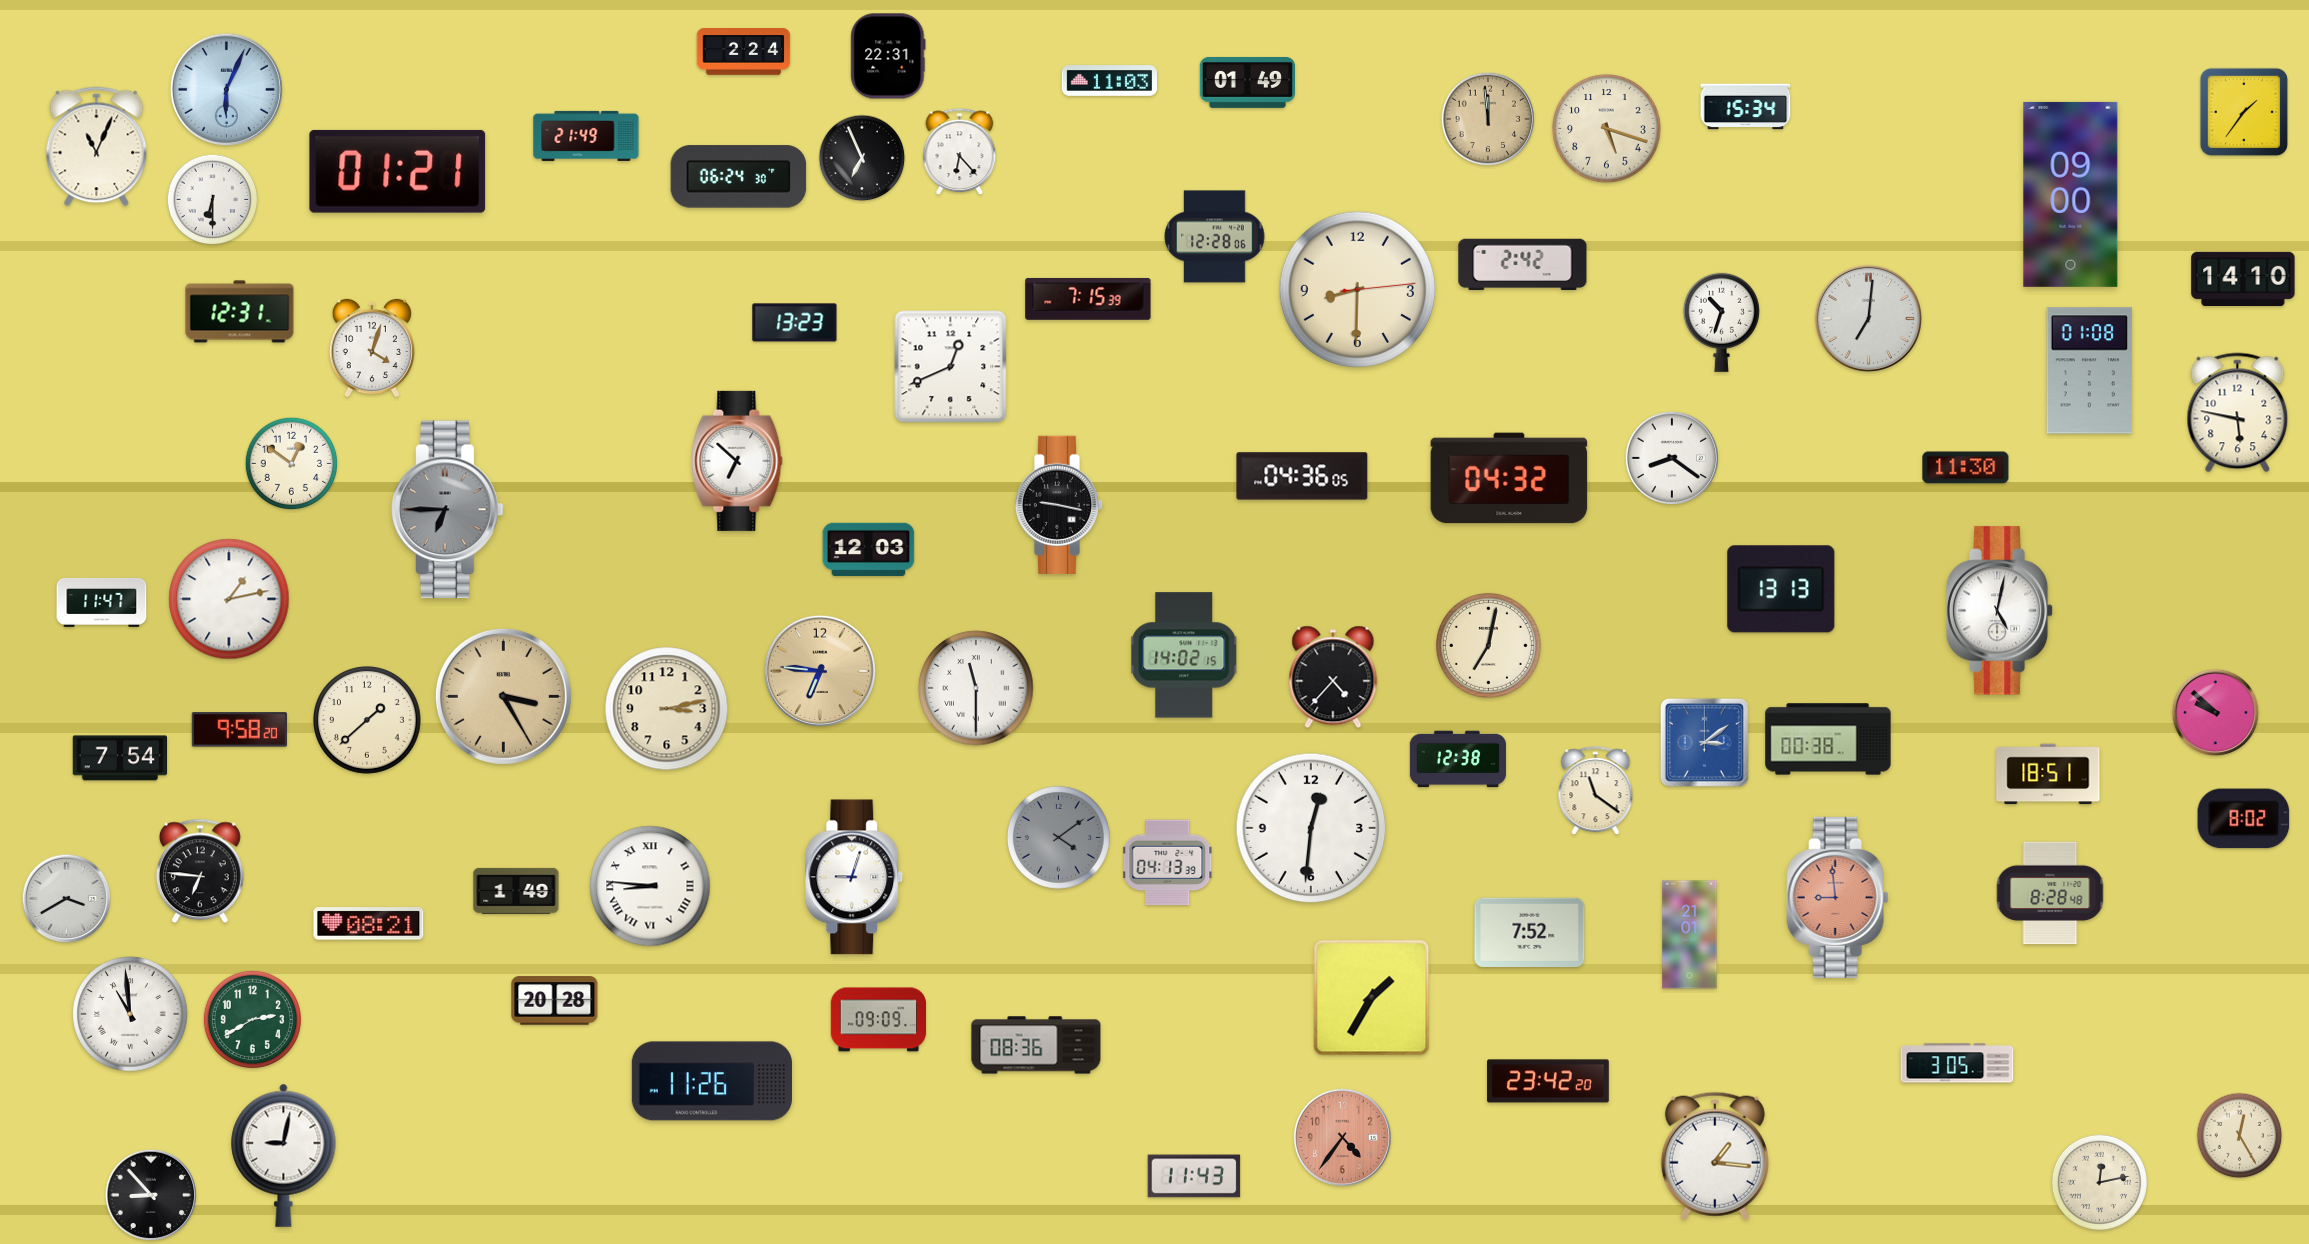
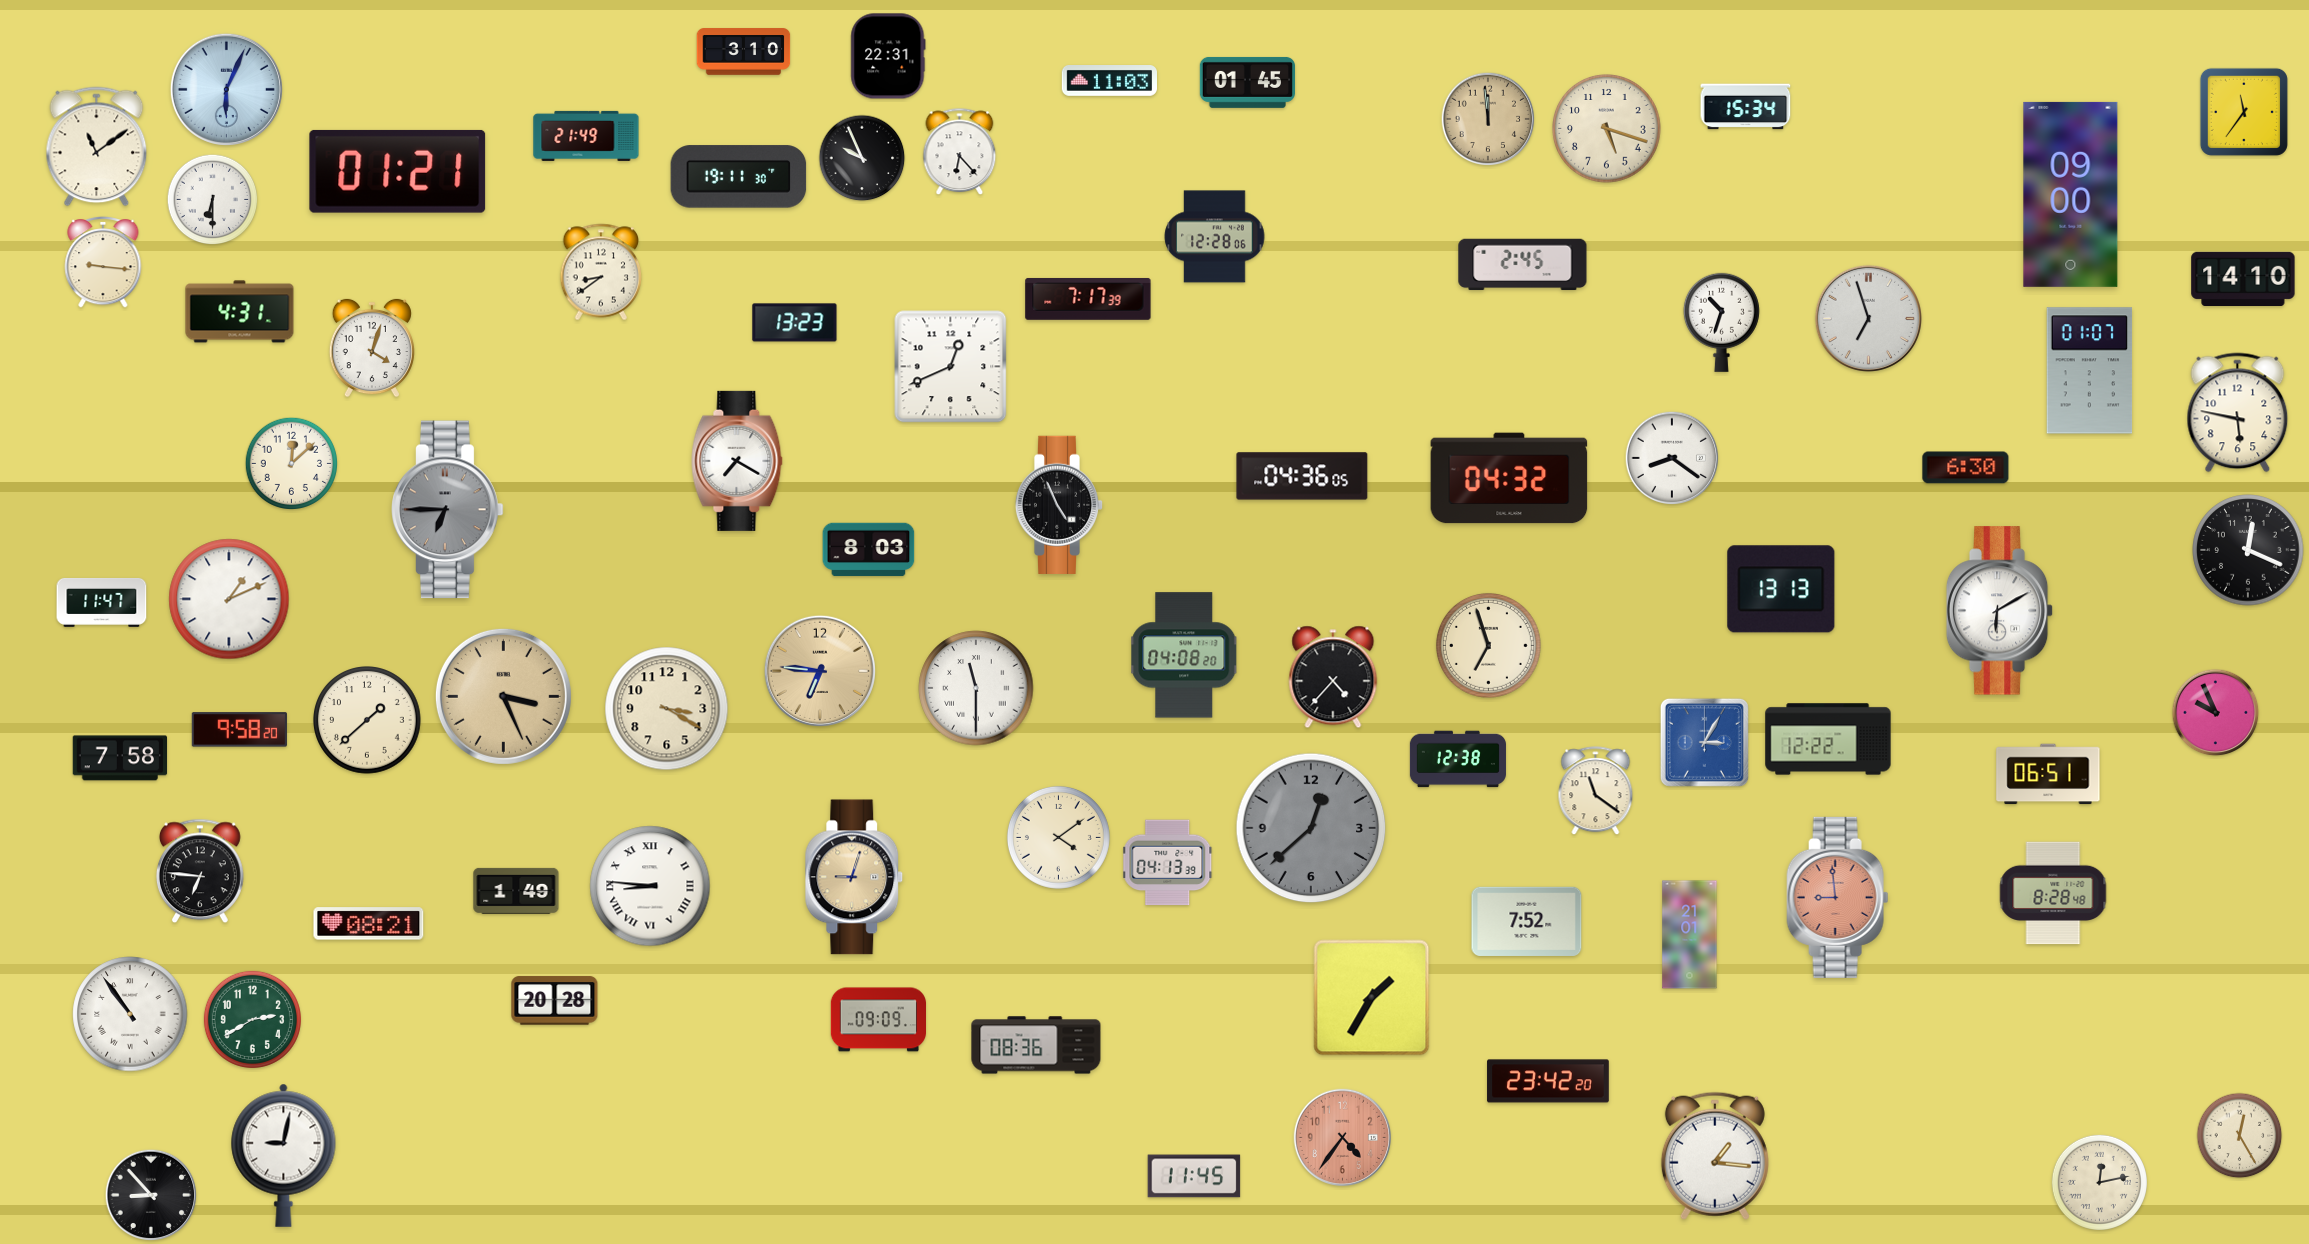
clock at (744, 52): 2:24 -> 3:10
clock at (1247, 82): 01:49 -> 01:45
clock at (2244, 112): 1:36 -> 11:36
clock at (97, 147): 11:04 -> 11:09
clock at (862, 158): 6:56 -> 9:56
clock at (739, 177): 06:24 -> 19:11
clock at (103, 262): none -> 9:16
clock at (1523, 265): 2:42 -> 2:45
clock at (601, 272): none -> 8:39
clock at (1357, 289): 8:30 -> none
clock at (1088, 299): 7:15 -> 7:17
clock at (240, 312): 12:31 -> 4:31
clock at (1868, 318): 7:01 -> 6:57
clock at (2090, 371): 01:08 -> 01:07
clock at (737, 461): 6:52 -> 7:20
clock at (291, 463): 12:51 -> 12:08
clock at (1966, 468): 11:30 -> 6:30
clock at (1059, 505): 9:17 -> 4:56
clock at (869, 550): 12:03 -> 8:03
clock at (2248, 550): none -> 12:19
clock at (229, 599): 1:13 -> 1:11
clock at (2000, 611): 5:02 -> 6:10
clock at (1488, 645): 7:02 -> 6:57
clock at (1184, 655): 14:02 -> 04:08
clock at (503, 696): 3:25 -> 3:26
clock at (667, 709): 3:13 -> 3:20
clock at (2216, 713): 9:52 -> 9:56
clock at (1828, 739): 00:38 -> 12:22
clock at (1704, 742): 3:09 -> 3:05
clock at (120, 758): 7:54 -> 7:58
clock at (2048, 774): 18:51 -> 06:51
clock at (2244, 819): 8:02 -> none
clock at (1311, 828): 12:31 -> 12:38
clock at (1311, 828) dial: white -> grey
clock at (1058, 837) dial: grey -> cream
clock at (854, 877) dial: white -> champagne
clock at (2050, 893) position: (2050, 893) -> (2053, 893)
clock at (67, 899): 3:40 -> none
clock at (1530, 932) position: (1530, 932) -> (1527, 921)
clock at (130, 1014): 10:59 -> 10:54
clock at (1957, 1063): 3:05 -> none
clock at (712, 1081): 11:26 -> none
clock at (1194, 1176): 11:43 -> 11:45
